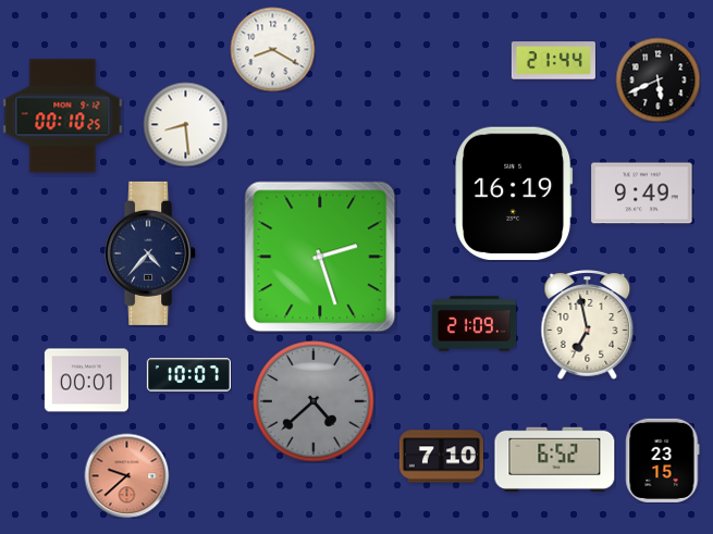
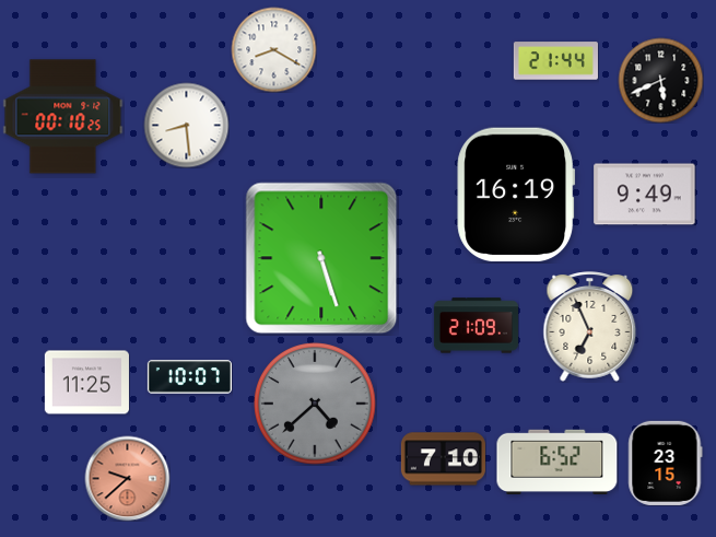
clock at (151, 253): 4:37 -> none
clock at (320, 257): 2:27 -> 5:27
clock at (588, 325): 6:58 -> 6:56
clock at (86, 381): 00:01 -> 11:25
